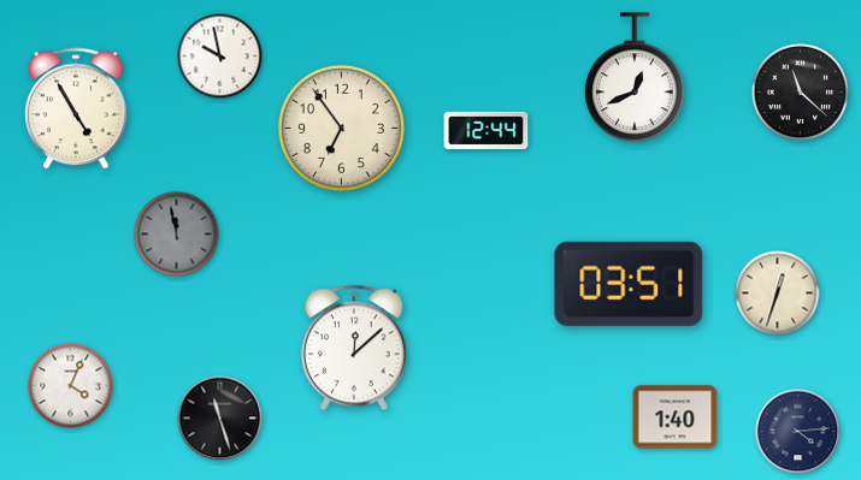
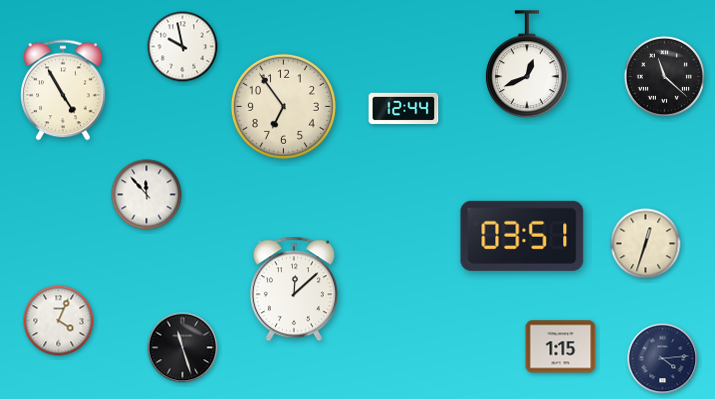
clock at (177, 235): 11:58 -> 11:53
clock at (177, 235) dial: grey -> white
clock at (676, 417): 1:40 -> 1:15
